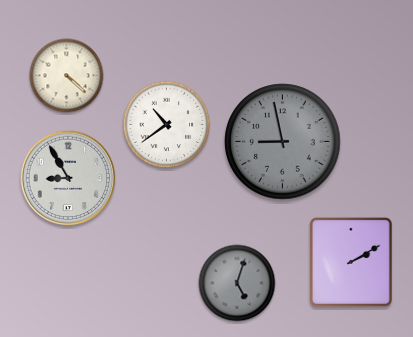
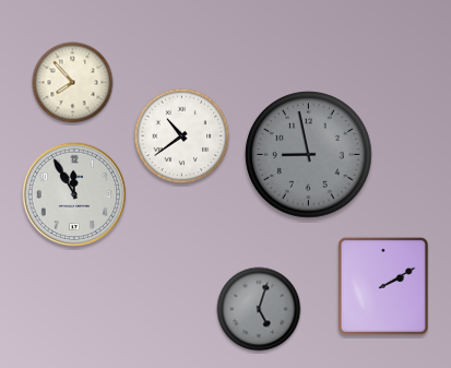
clock at (67, 76): 4:22 -> 7:53
clock at (68, 178): 8:55 -> 11:55
